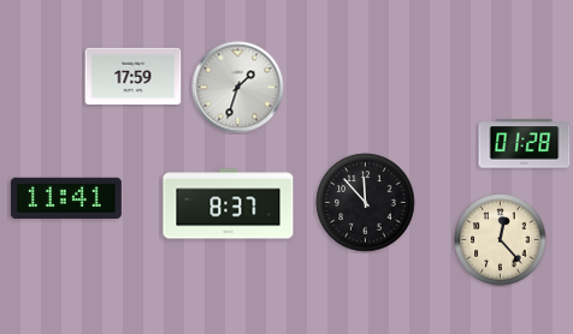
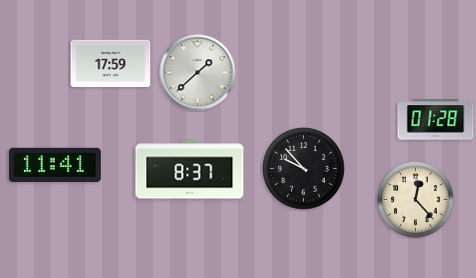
clock at (238, 88): 1:33 -> 1:38
clock at (366, 203): 11:53 -> 9:53
